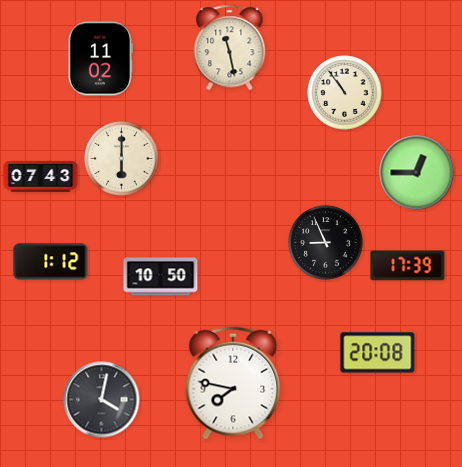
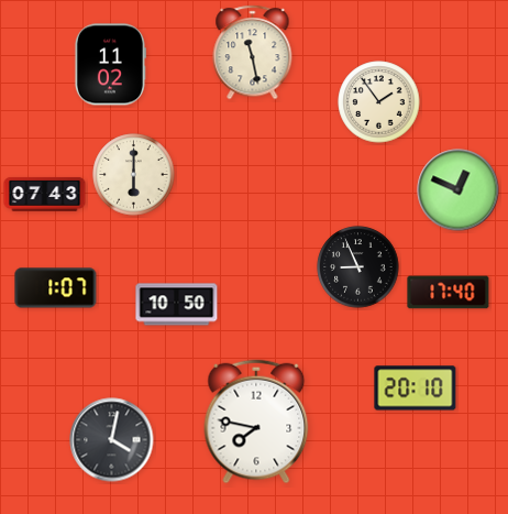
clock at (345, 93): 10:54 -> 1:54
clock at (417, 173): 12:45 -> 12:49
clock at (51, 262): 1:12 -> 1:07
clock at (408, 266): 17:39 -> 17:40
clock at (378, 353): 20:08 -> 20:10
